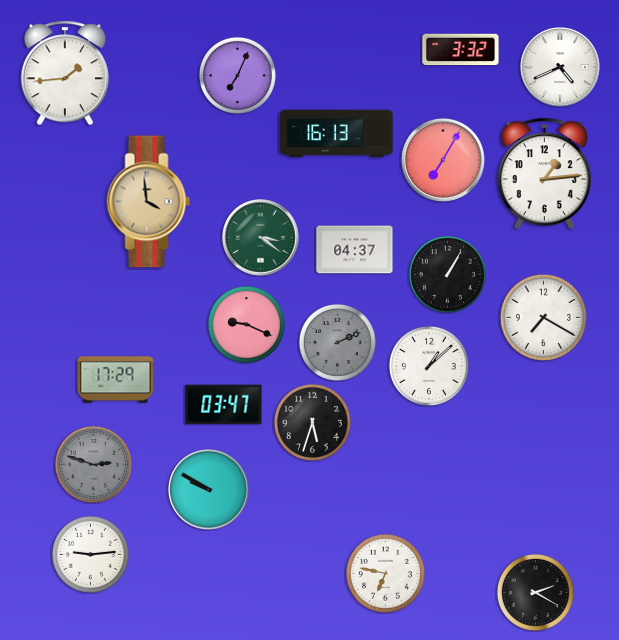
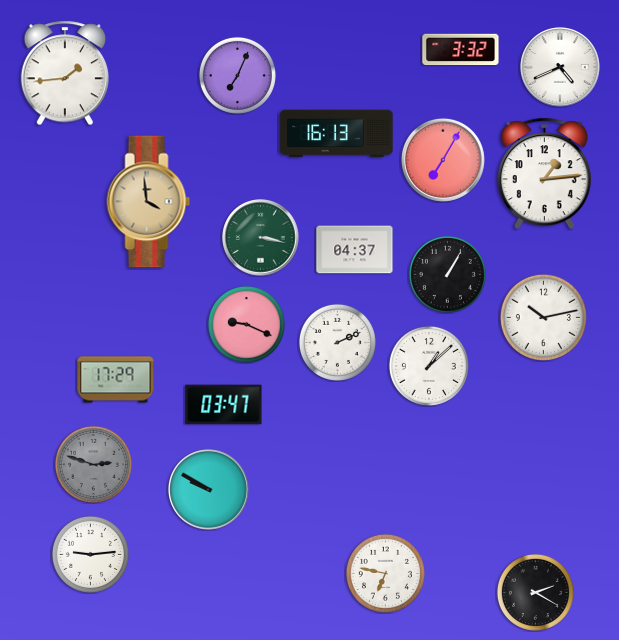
clock at (261, 238): 3:21 -> 3:17
clock at (543, 317): 7:20 -> 10:13
clock at (337, 342) dial: grey -> white
clock at (312, 422): 5:33 -> none
